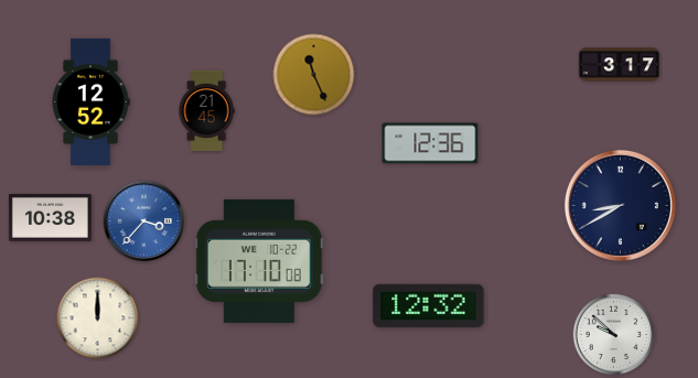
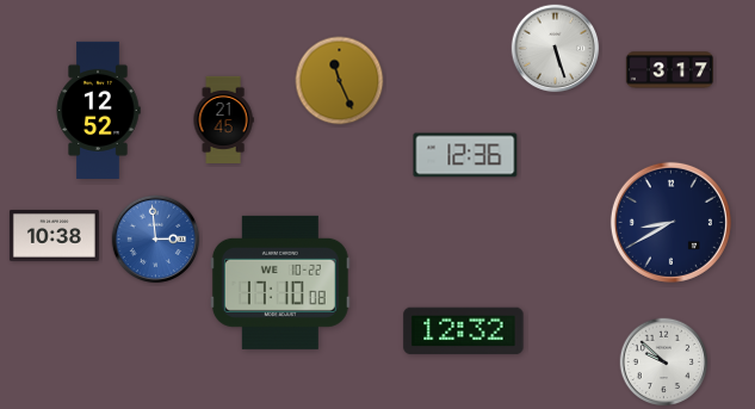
clock at (556, 49): none -> 5:27
clock at (144, 222): 3:37 -> 2:59
clock at (98, 318): 12:00 -> none
